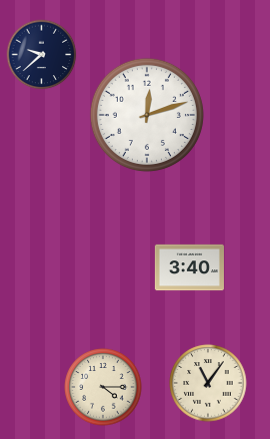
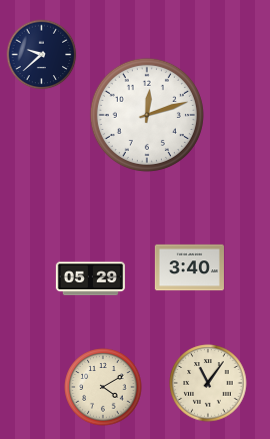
clock at (90, 279): none -> 05:29
clock at (103, 387): 4:15 -> 4:10
